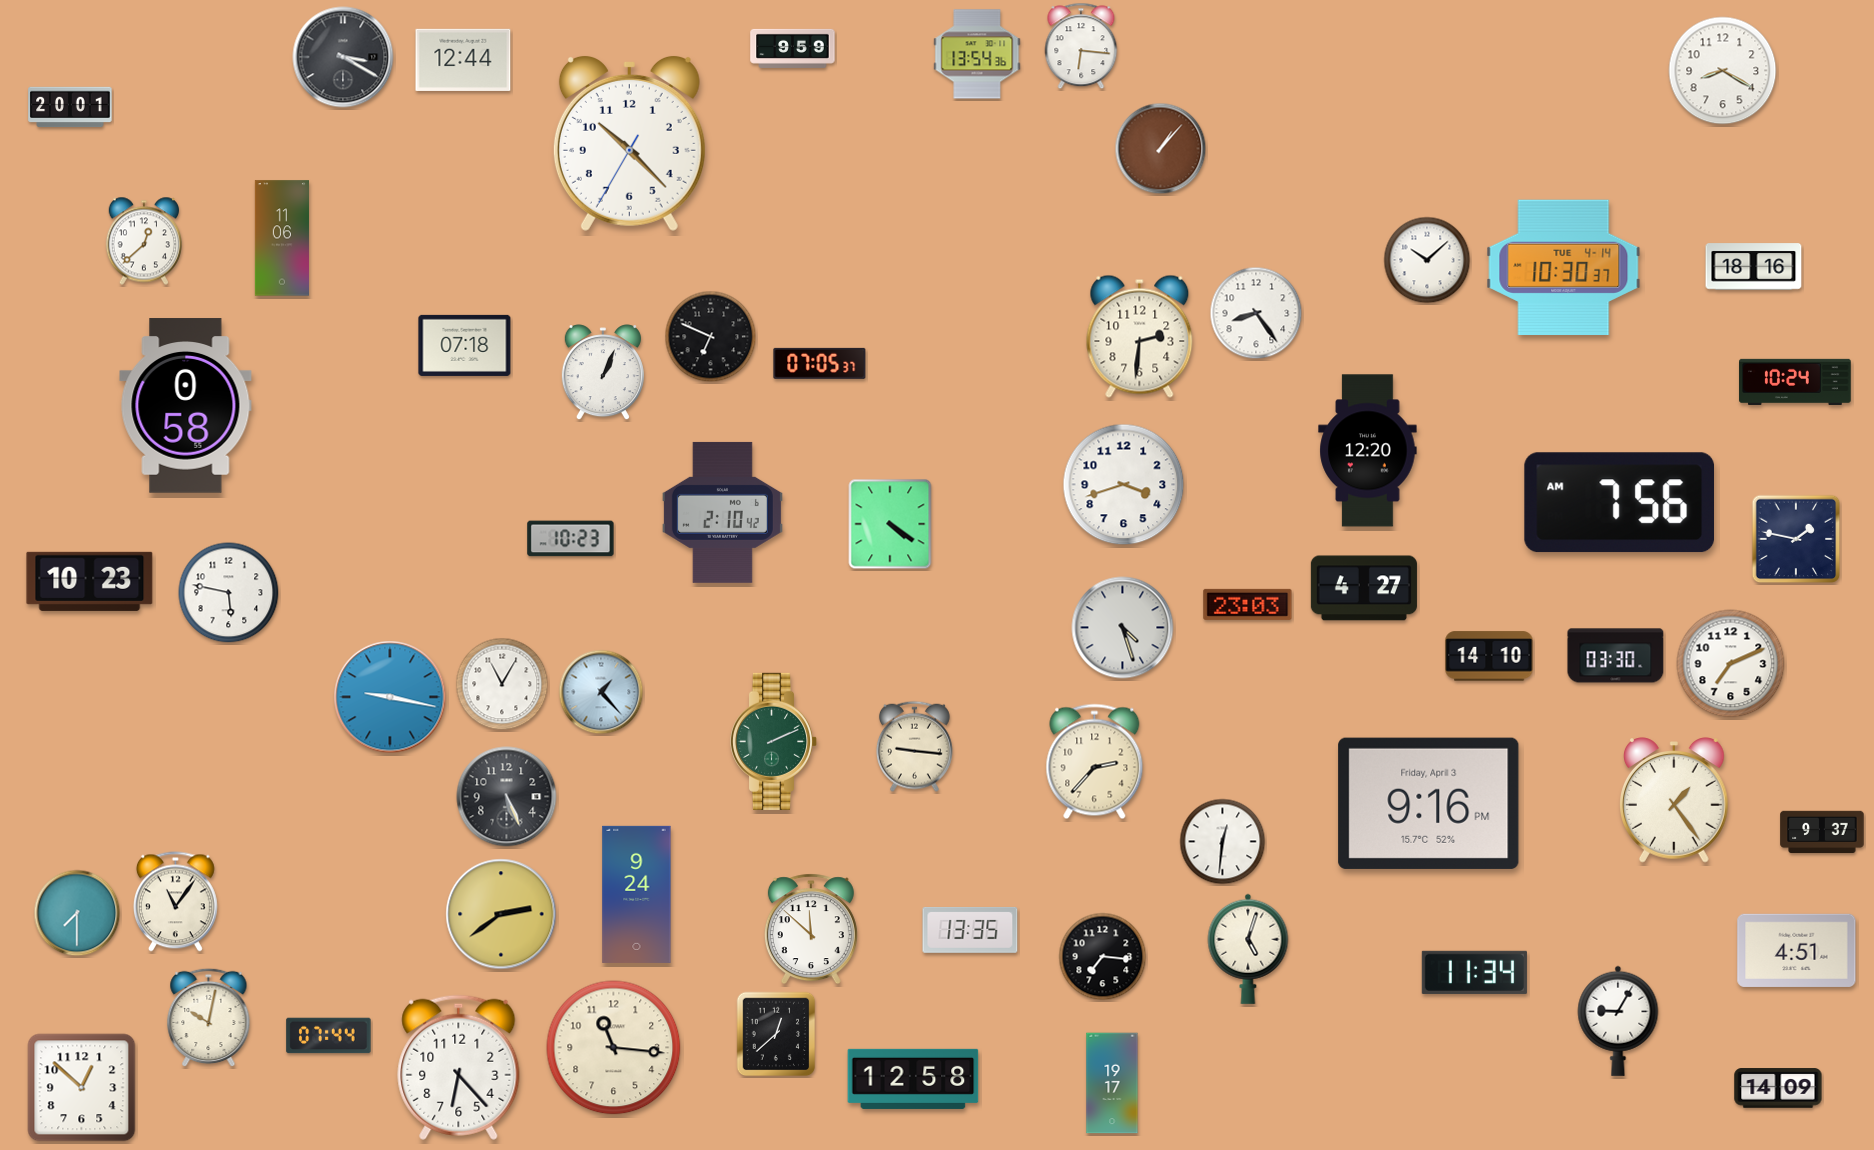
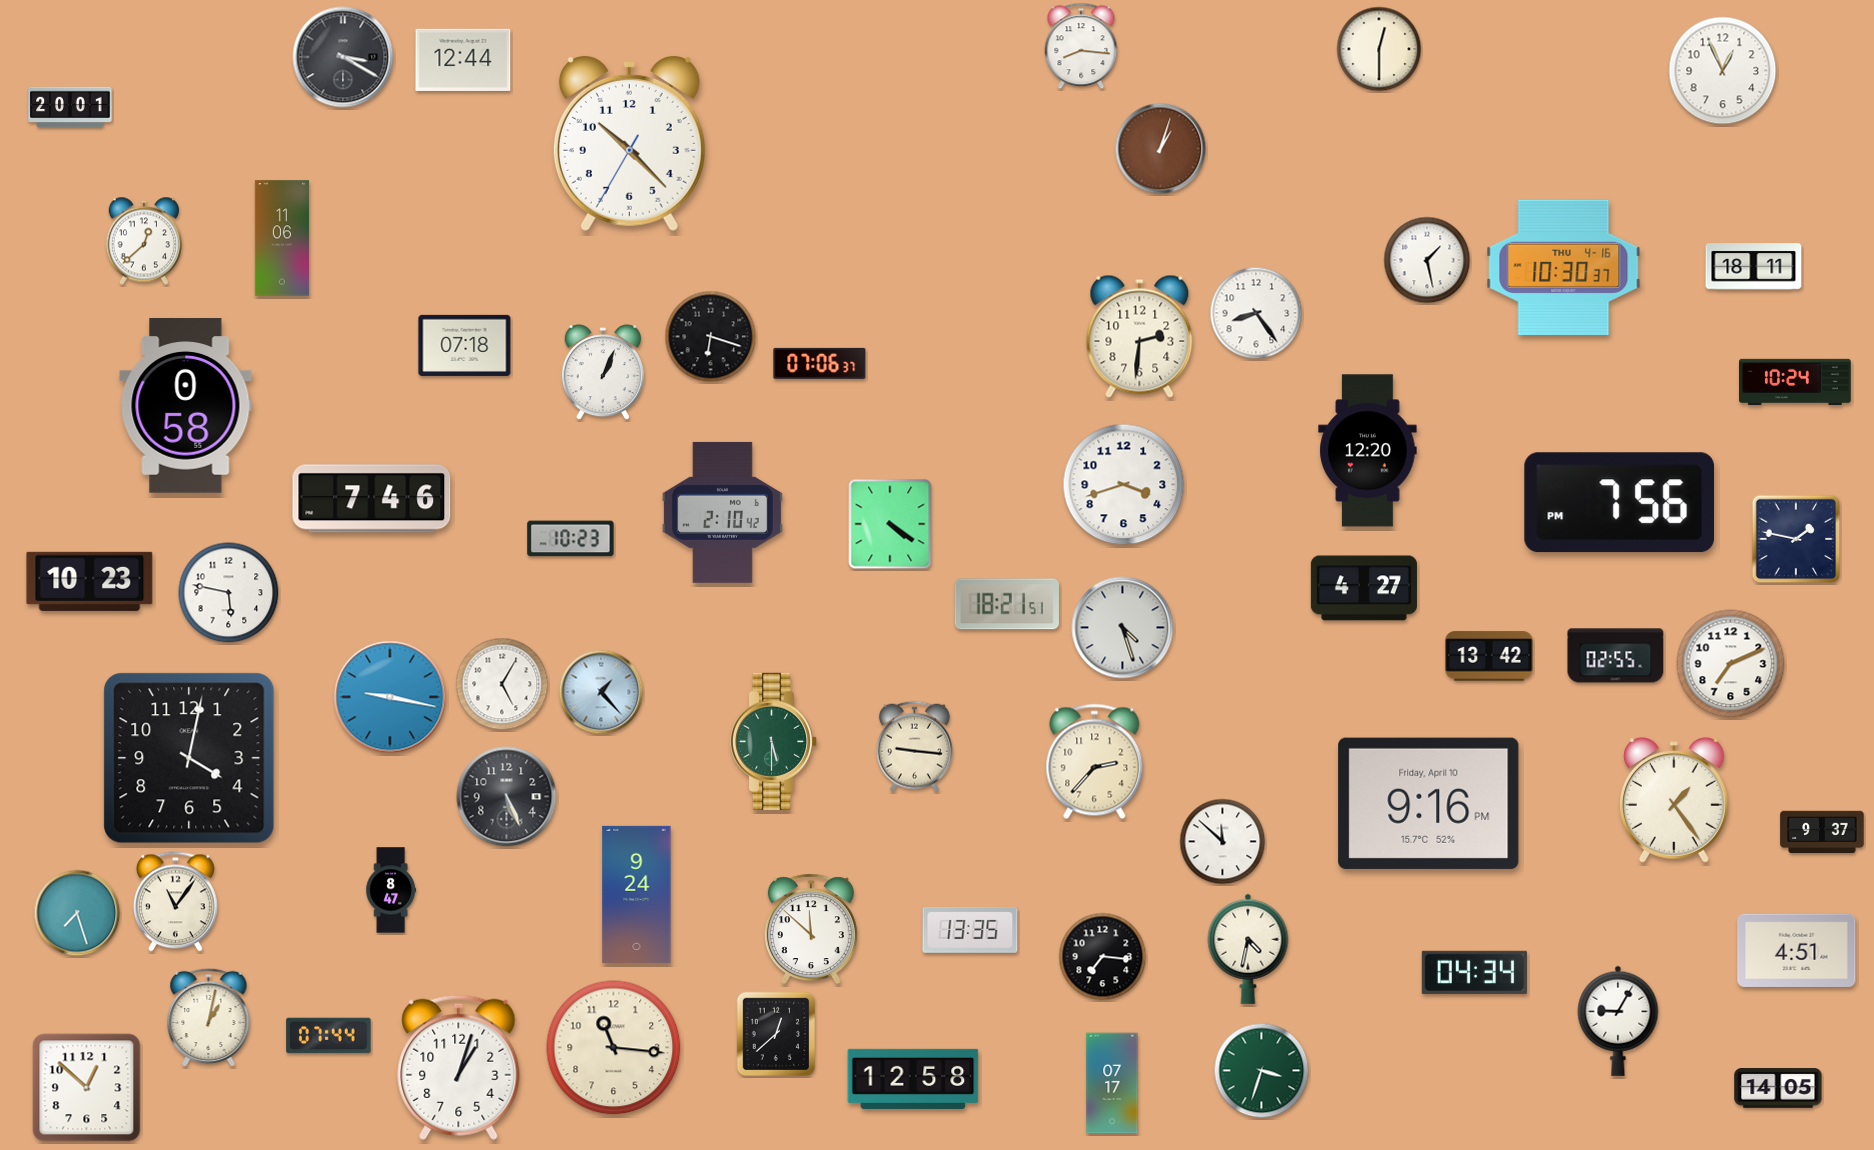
clock at (1081, 46): 6:16 -> 8:16
clock at (793, 48): 9:59 -> none
clock at (1379, 49): none -> 12:30
clock at (977, 54): 13:54 -> none
clock at (1723, 71): 8:20 -> 12:56
clock at (1161, 149): 1:07 -> 1:03
clock at (1427, 260): 10:08 -> 1:28
clock at (1754, 267): 18:16 -> 18:11
clock at (1564, 268) date: TUE 4-14 -> THU 4-16
clock at (711, 337): 6:49 -> 6:18
clock at (820, 363): 07:05 -> 07:06
clock at (372, 499): none -> 7:46
clock at (1619, 503): 7:56 AM -> 7:56 PM
clock at (1007, 604): none -> 18:21
clock at (1248, 604): 23:03 -> none
clock at (1489, 656): 14:10 -> 13:42
clock at (1616, 656): 03:30 -> 02:55
clock at (502, 684): 11:05 -> 5:05
clock at (774, 741): 2:11 -> 5:30
clock at (189, 758): none -> 4:02
clock at (1429, 803) date: Friday, April 3 -> Friday, April 10
clock at (1223, 842): 12:31 -> 11:52
clock at (391, 890): none -> 8:47
clock at (77, 913): 7:30 -> 7:27
clock at (501, 914): 2:39 -> none
clock at (1248, 949): 5:03 -> 4:32
clock at (1474, 972): 11:34 -> 04:34
clock at (209, 1018): 10:02 -> 1:02
clock at (459, 1067): 6:23 -> 1:03
clock at (1262, 1071): none -> 3:33
clock at (1112, 1083): 19:17 -> 07:17
clock at (82, 1088) position: (82, 1088) -> (87, 1088)
clock at (1778, 1088): 14:09 -> 14:05
